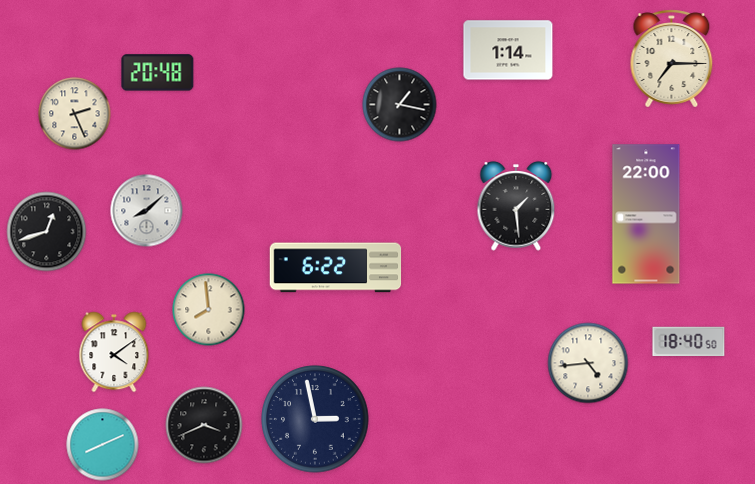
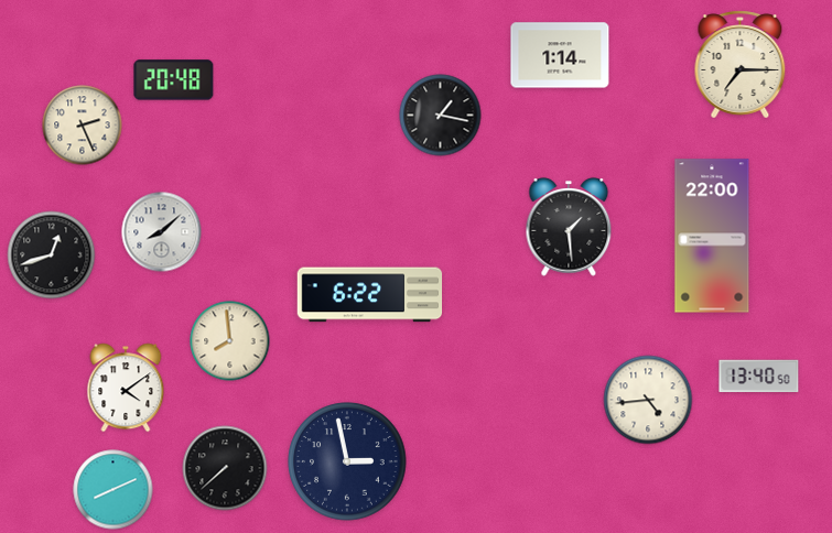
clock at (689, 342): 18:40 -> 13:40
clock at (204, 425): 3:41 -> 7:38
